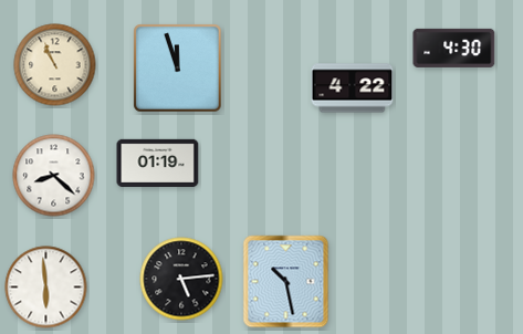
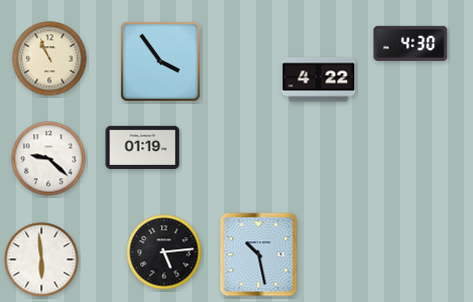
clock at (178, 69): 11:57 -> 3:54
clock at (54, 176): 8:22 -> 9:22
